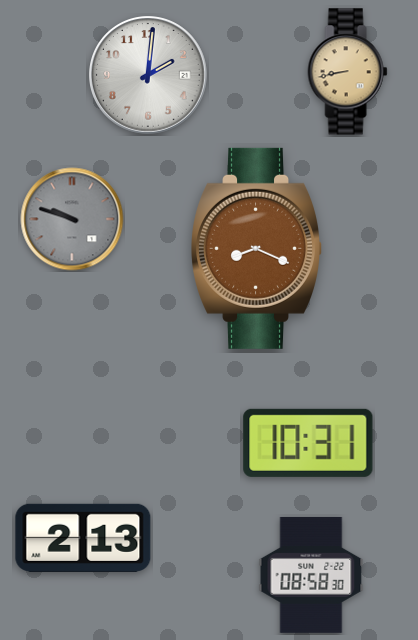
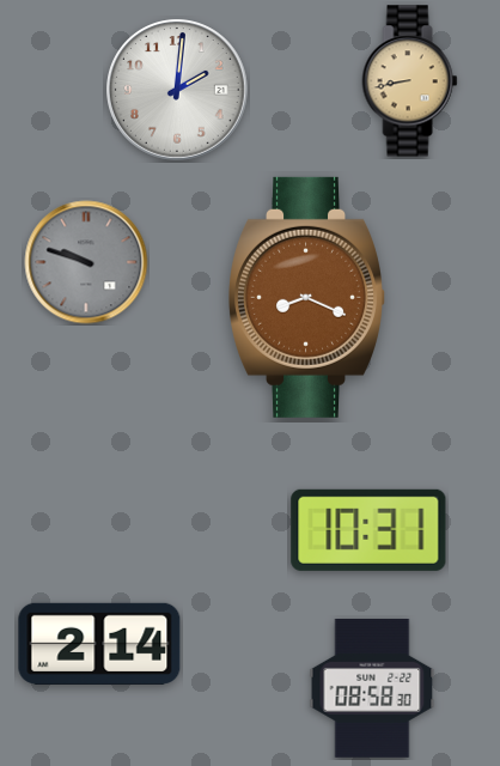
clock at (348, 72) position: (348, 72) -> (410, 81)
clock at (83, 538): 2:13 -> 2:14
